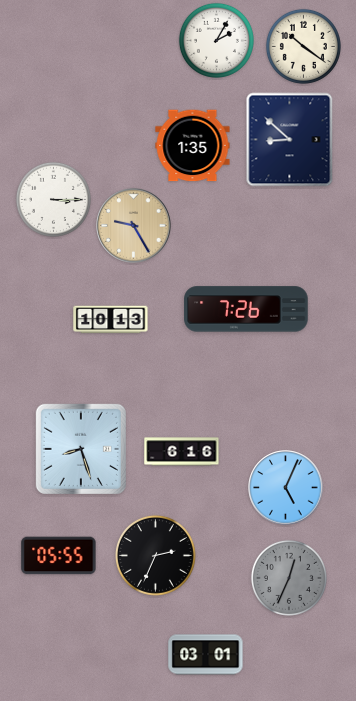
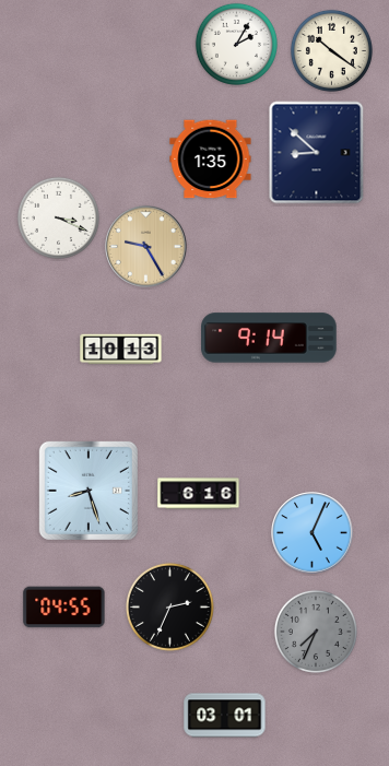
clock at (53, 199): 3:15 -> 3:19
clock at (246, 309): 7:26 -> 9:14
clock at (59, 556): 05:55 -> 04:55
clock at (289, 578): 12:34 -> 7:34
